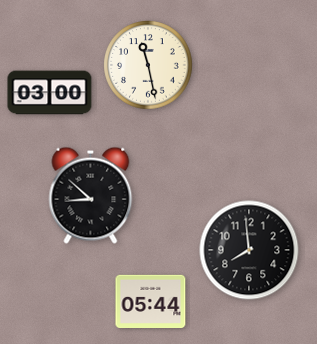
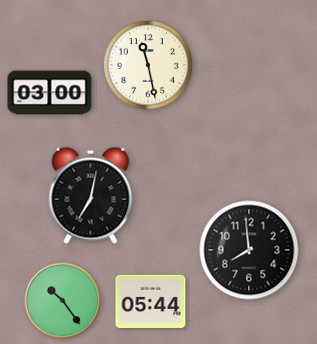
clock at (91, 195): 8:52 -> 7:02
clock at (63, 301): none -> 10:24
